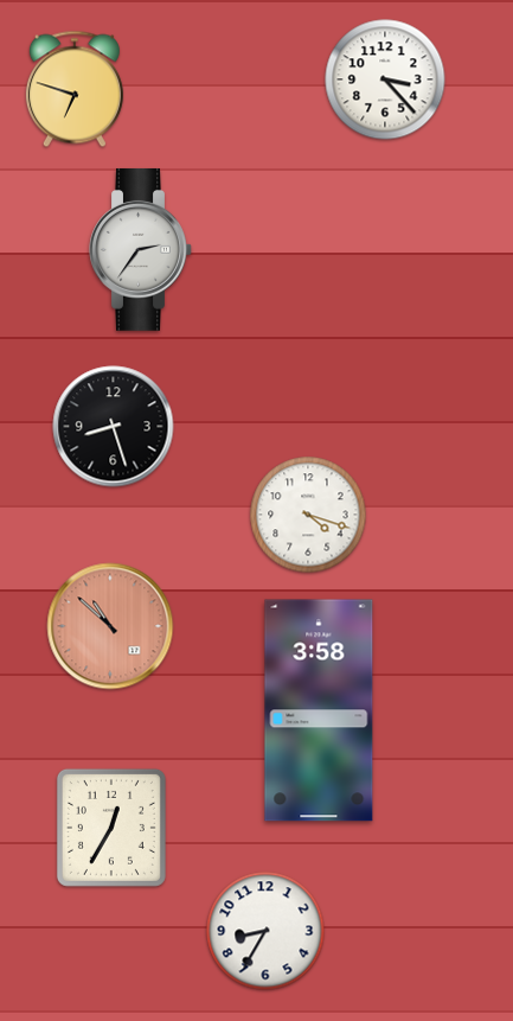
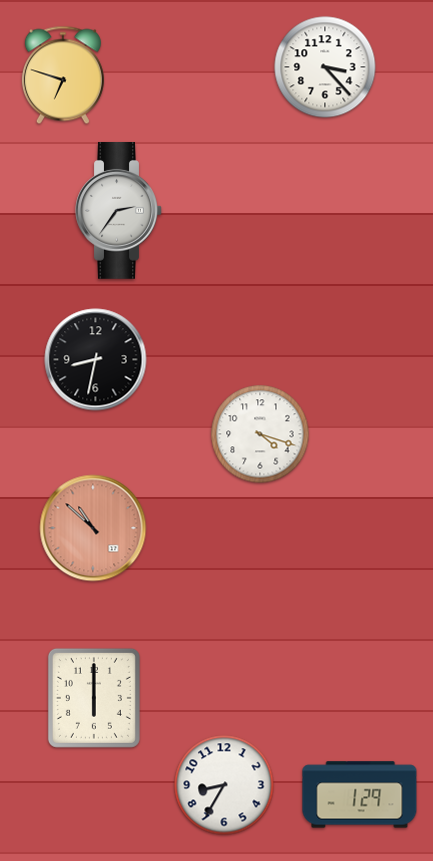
clock at (114, 427): 8:27 -> 8:32
clock at (319, 710): 3:58 -> none
clock at (111, 828): 12:35 -> 6:00
clock at (360, 795): none -> 1:29
